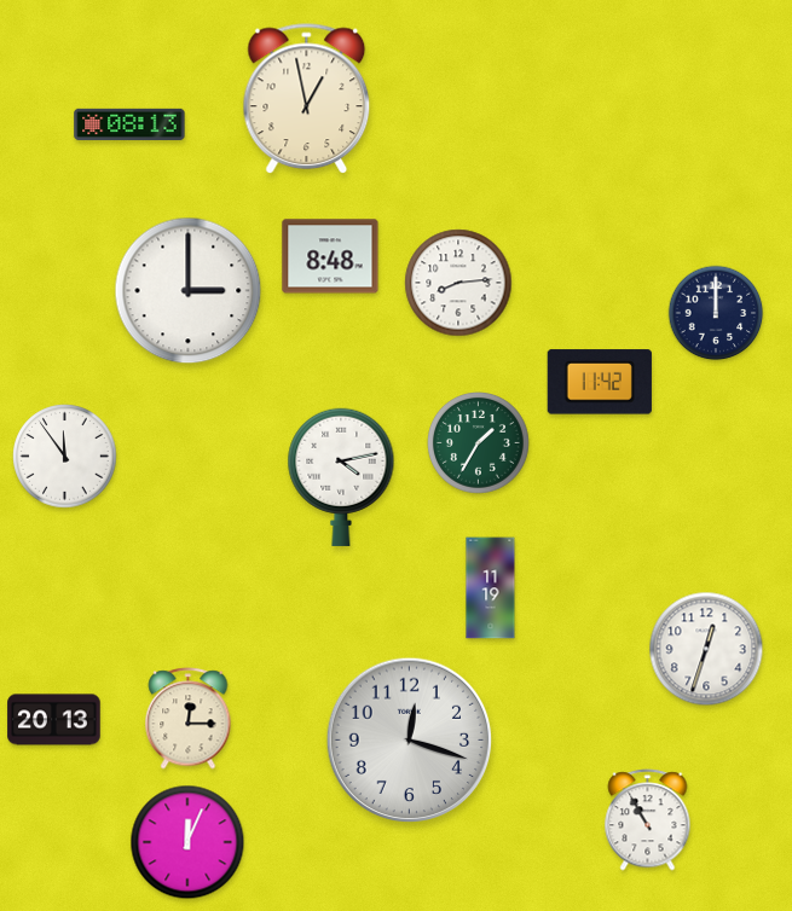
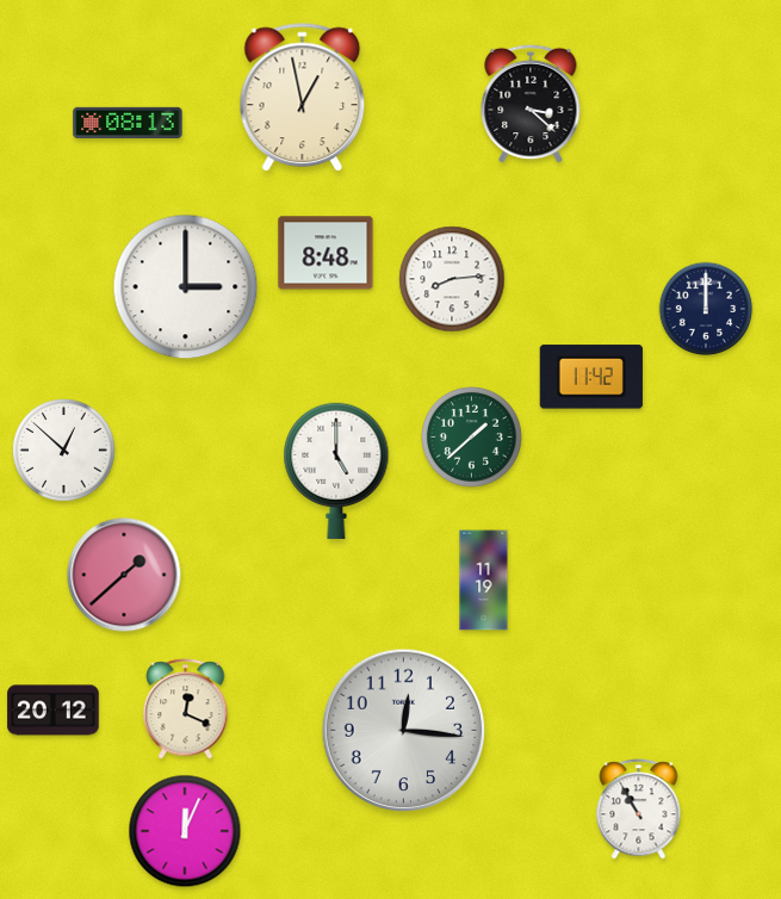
clock at (531, 104): none -> 3:22
clock at (479, 443): 1:35 -> 1:38
clock at (65, 457): 11:54 -> 12:52
clock at (341, 477): 4:13 -> 5:00
clock at (124, 575): none -> 1:38
clock at (706, 649): 12:33 -> none
clock at (189, 719): 12:15 -> 12:19
clock at (54, 720): 20:13 -> 20:12
clock at (410, 741): 12:18 -> 12:16
